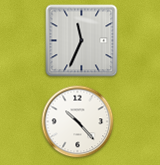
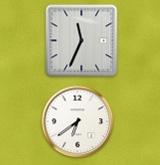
clock at (78, 122): 10:23 -> 6:39
